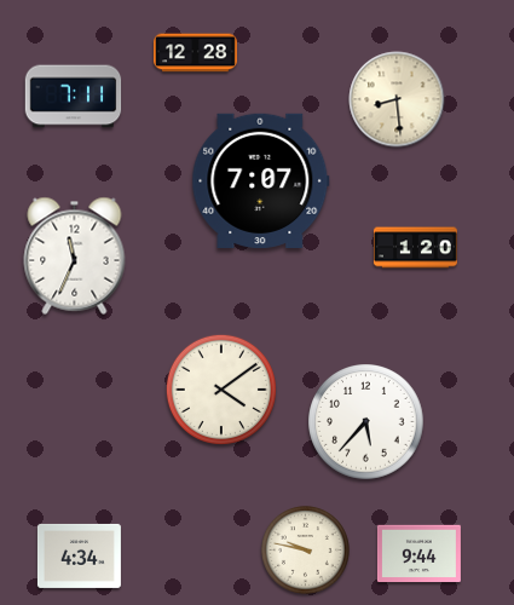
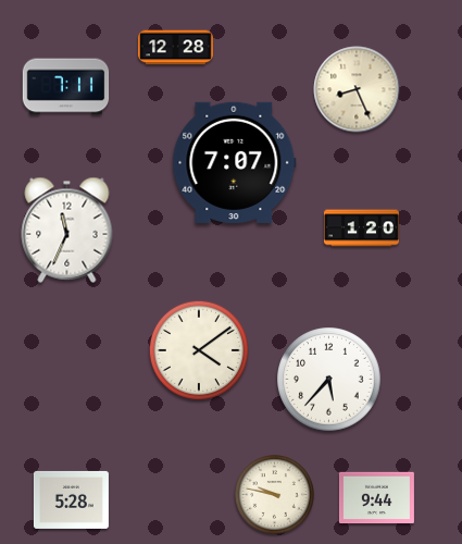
clock at (397, 99): 8:29 -> 8:26
clock at (415, 248) position: (415, 248) -> (361, 228)
clock at (79, 555): 4:34 -> 5:28
